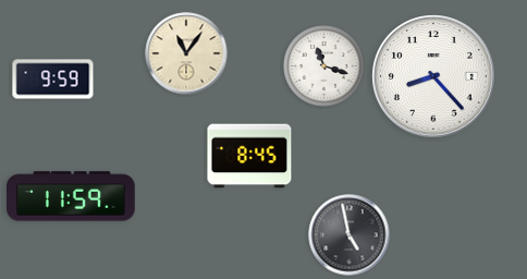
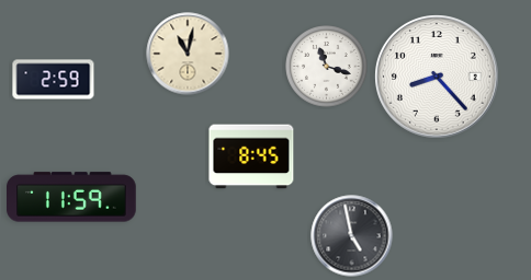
clock at (186, 53): 11:06 -> 11:02
clock at (53, 80): 9:59 -> 2:59
